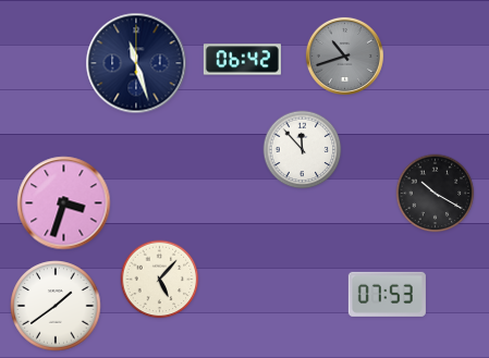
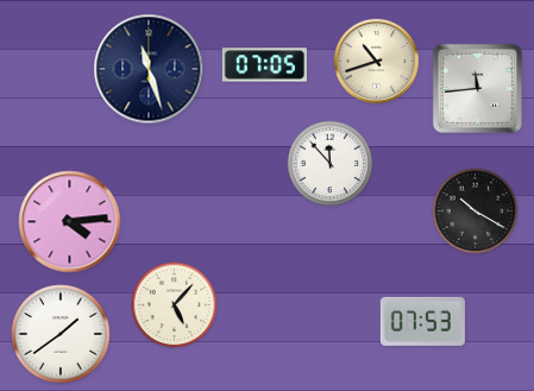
clock at (344, 55) dial: grey -> cream
clock at (242, 60): 06:42 -> 07:05
clock at (477, 88): none -> 11:44
clock at (64, 203): 3:33 -> 4:14
